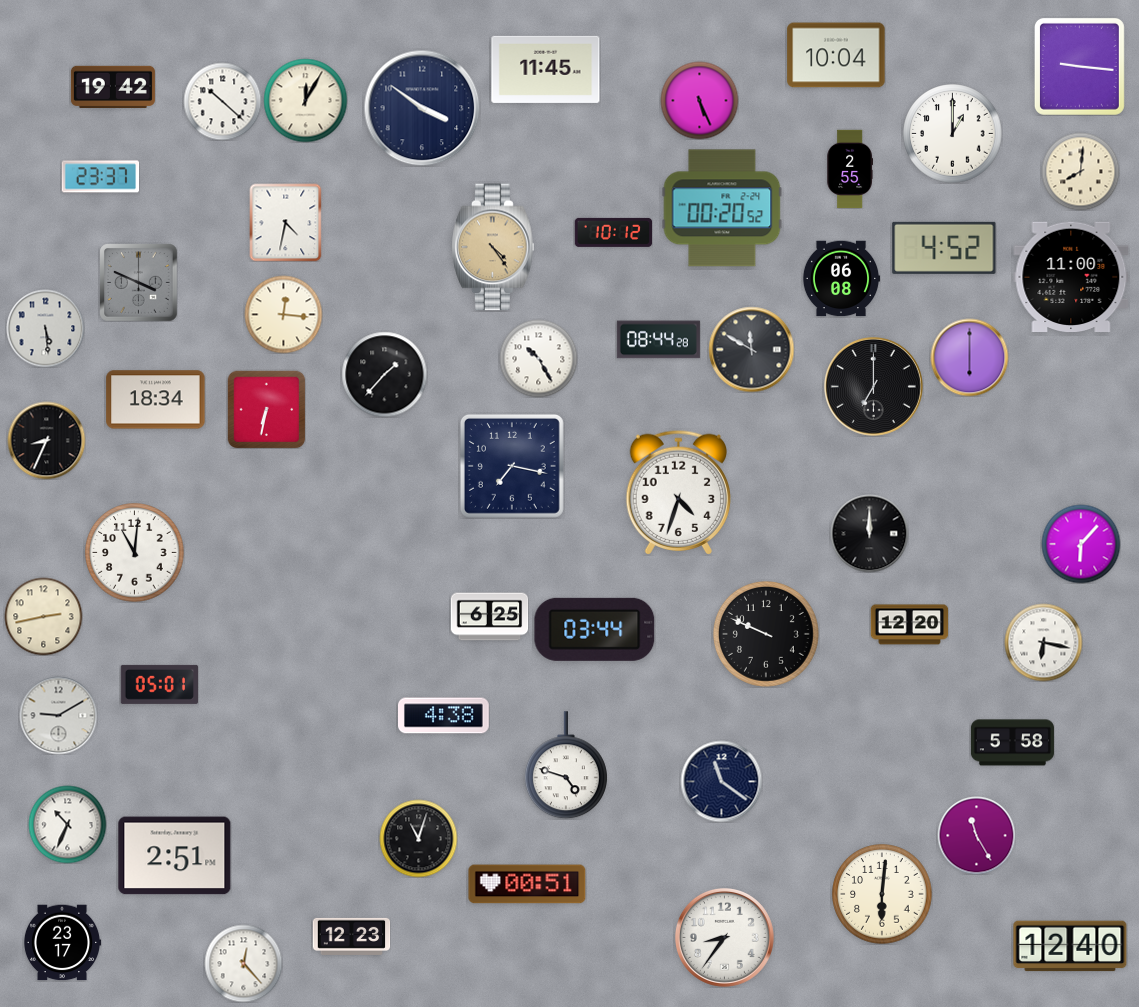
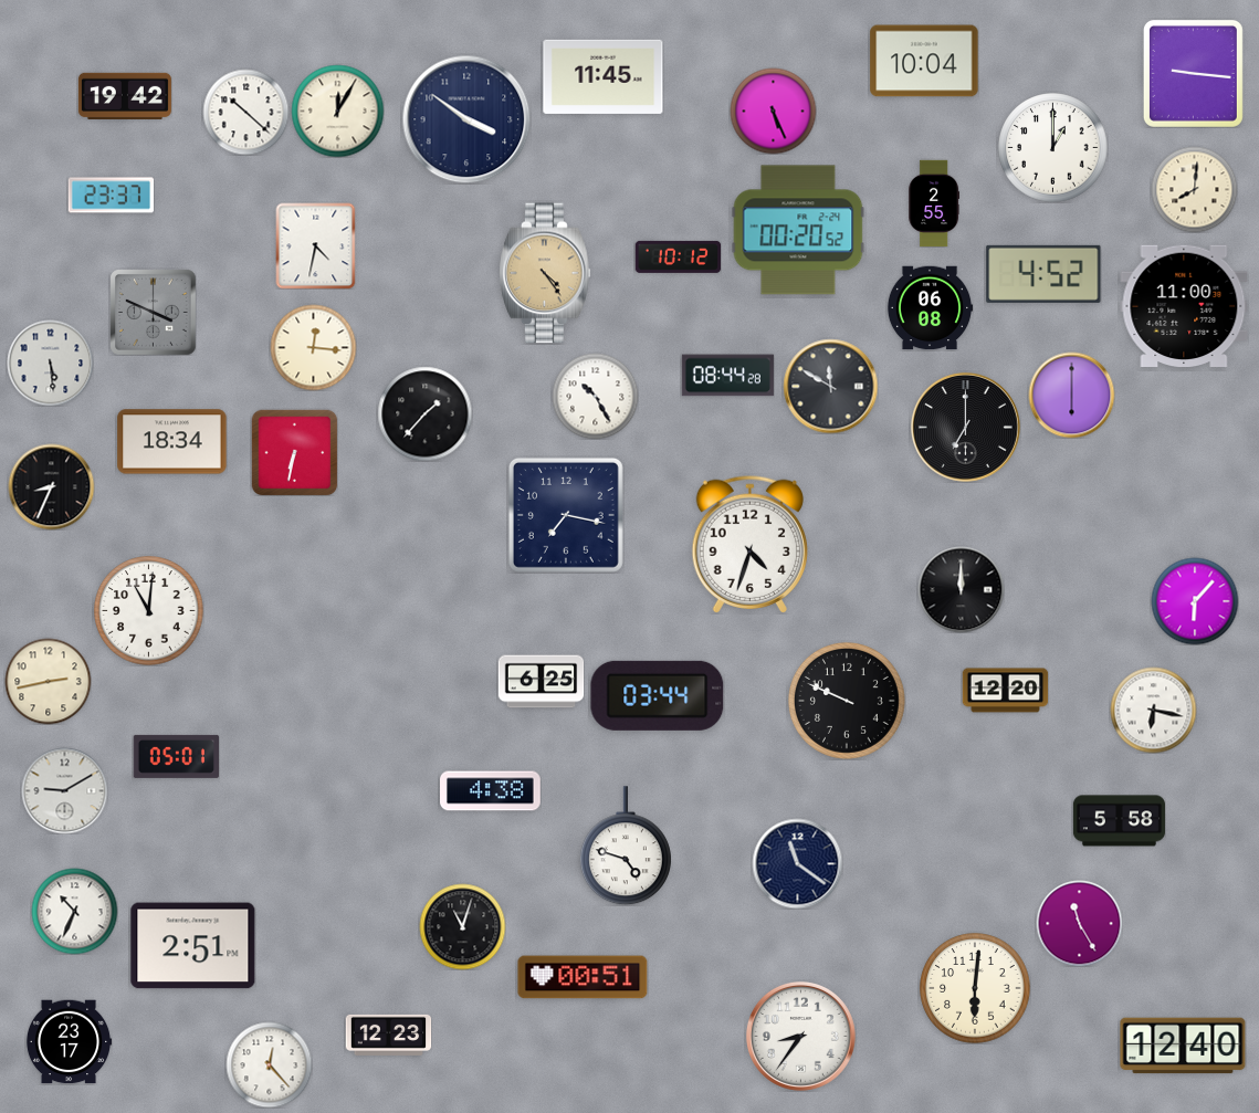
clock at (849, 169) position: (849, 169) -> (933, 203)
